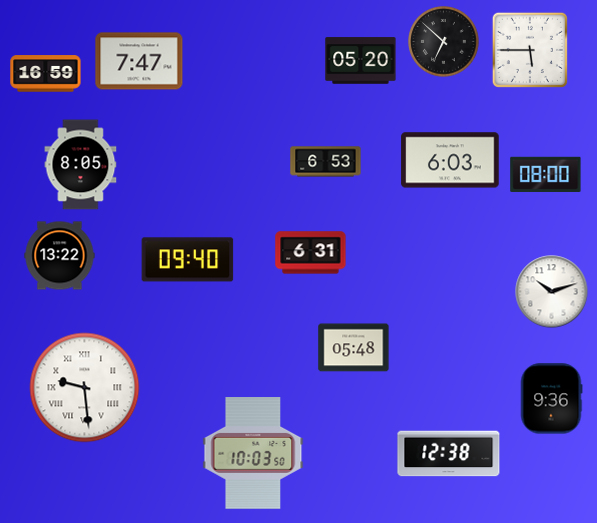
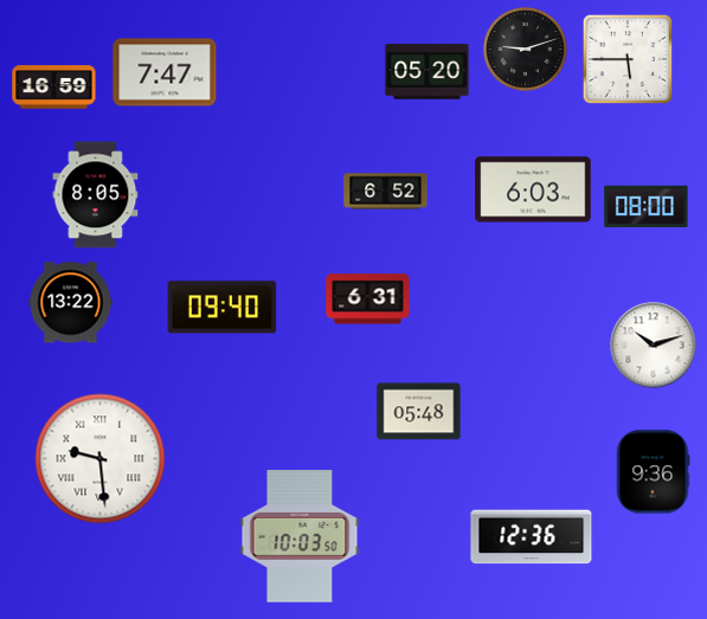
clock at (444, 42): 6:52 -> 9:12
clock at (326, 162): 6:53 -> 6:52
clock at (449, 454): 12:38 -> 12:36
